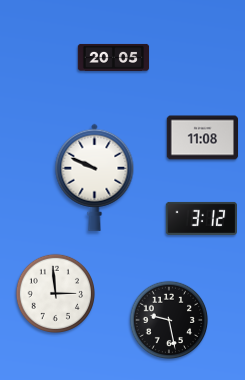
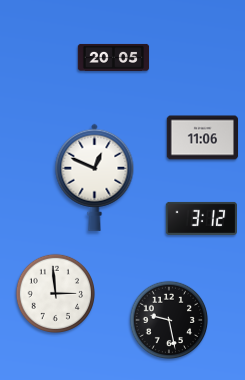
clock at (203, 138): 11:08 -> 11:06
clock at (95, 177): 9:49 -> 12:49
